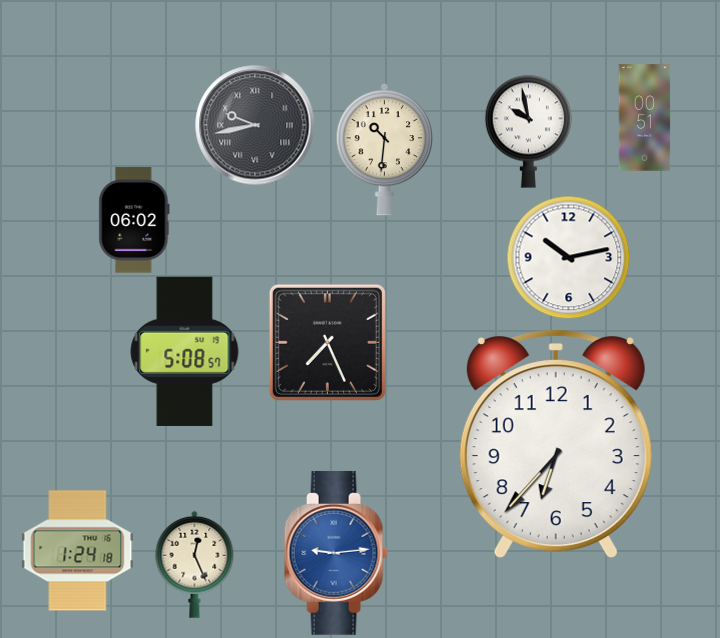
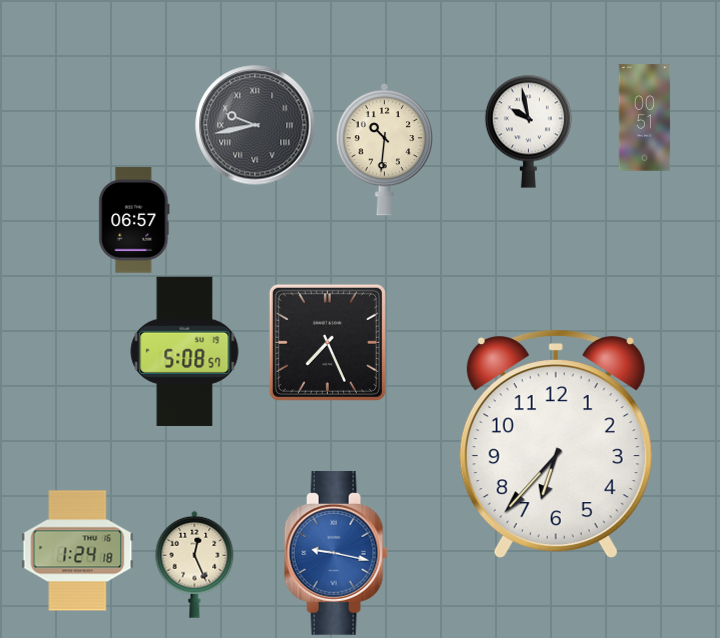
clock at (134, 220): 06:02 -> 06:57
clock at (568, 257): 10:13 -> none
clock at (336, 553): 9:14 -> 9:17
